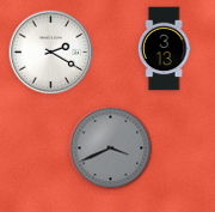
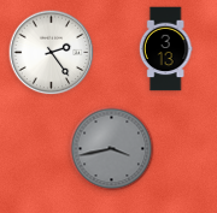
clock at (51, 53): 2:20 -> 2:24
clock at (111, 149): 3:41 -> 3:43
